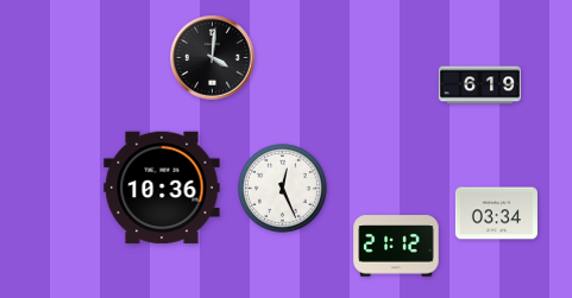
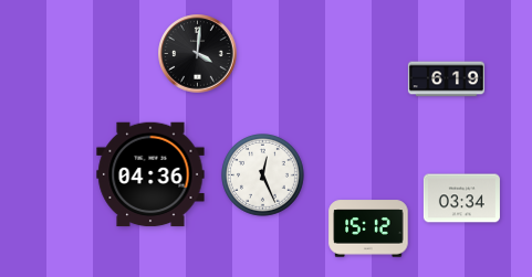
clock at (162, 188): 10:36 -> 04:36
clock at (396, 246): 21:12 -> 15:12
